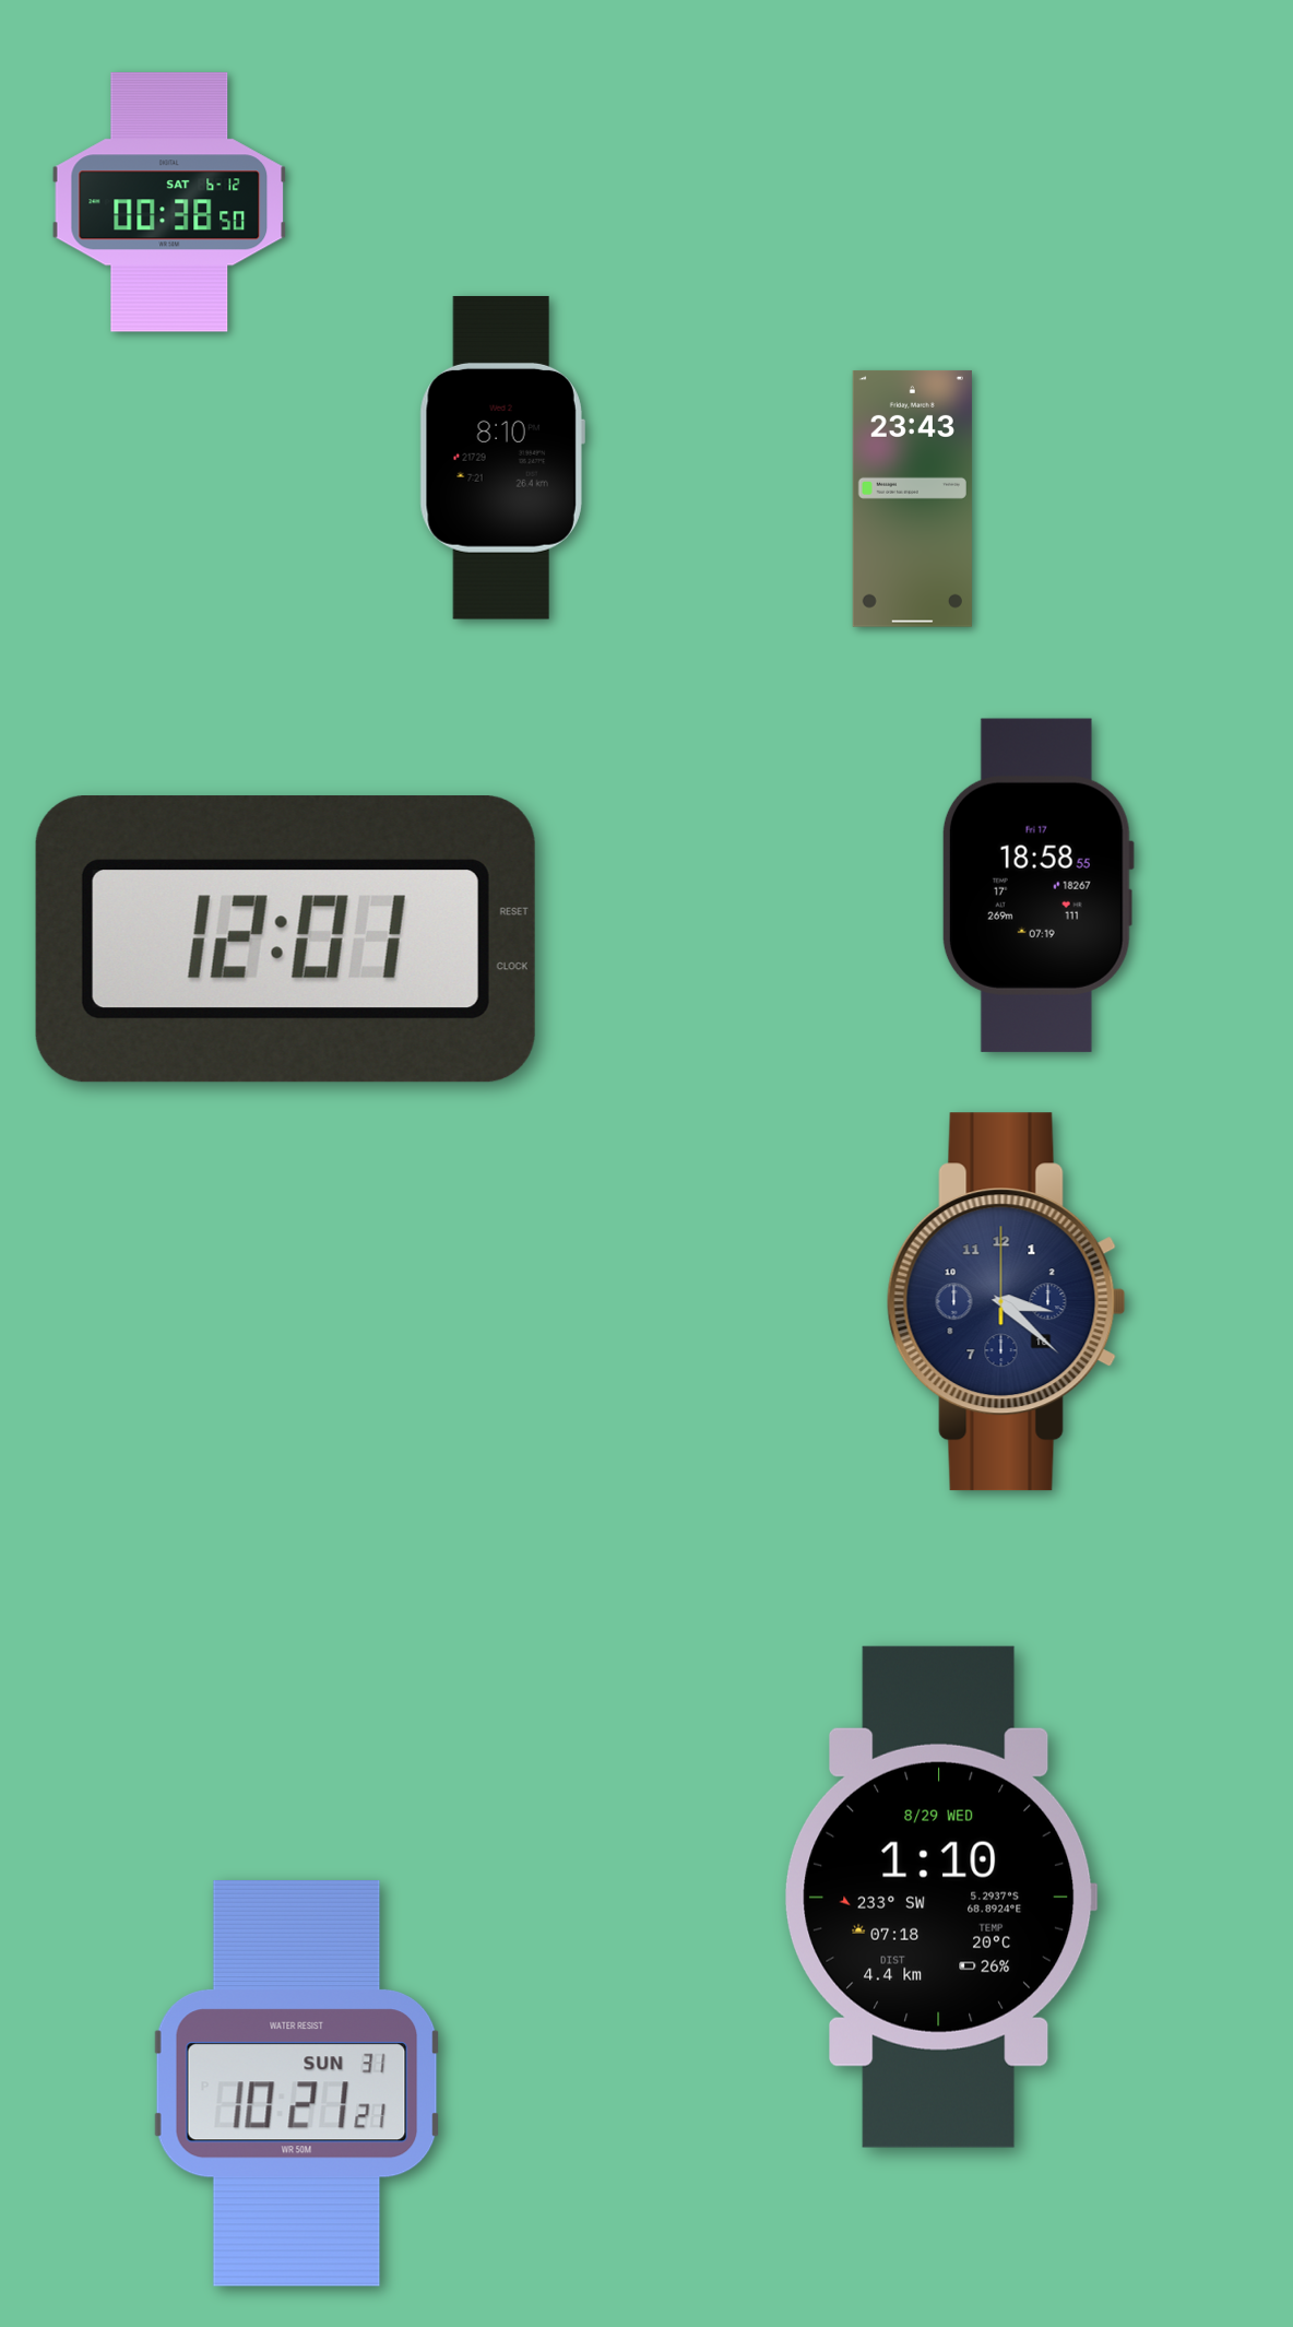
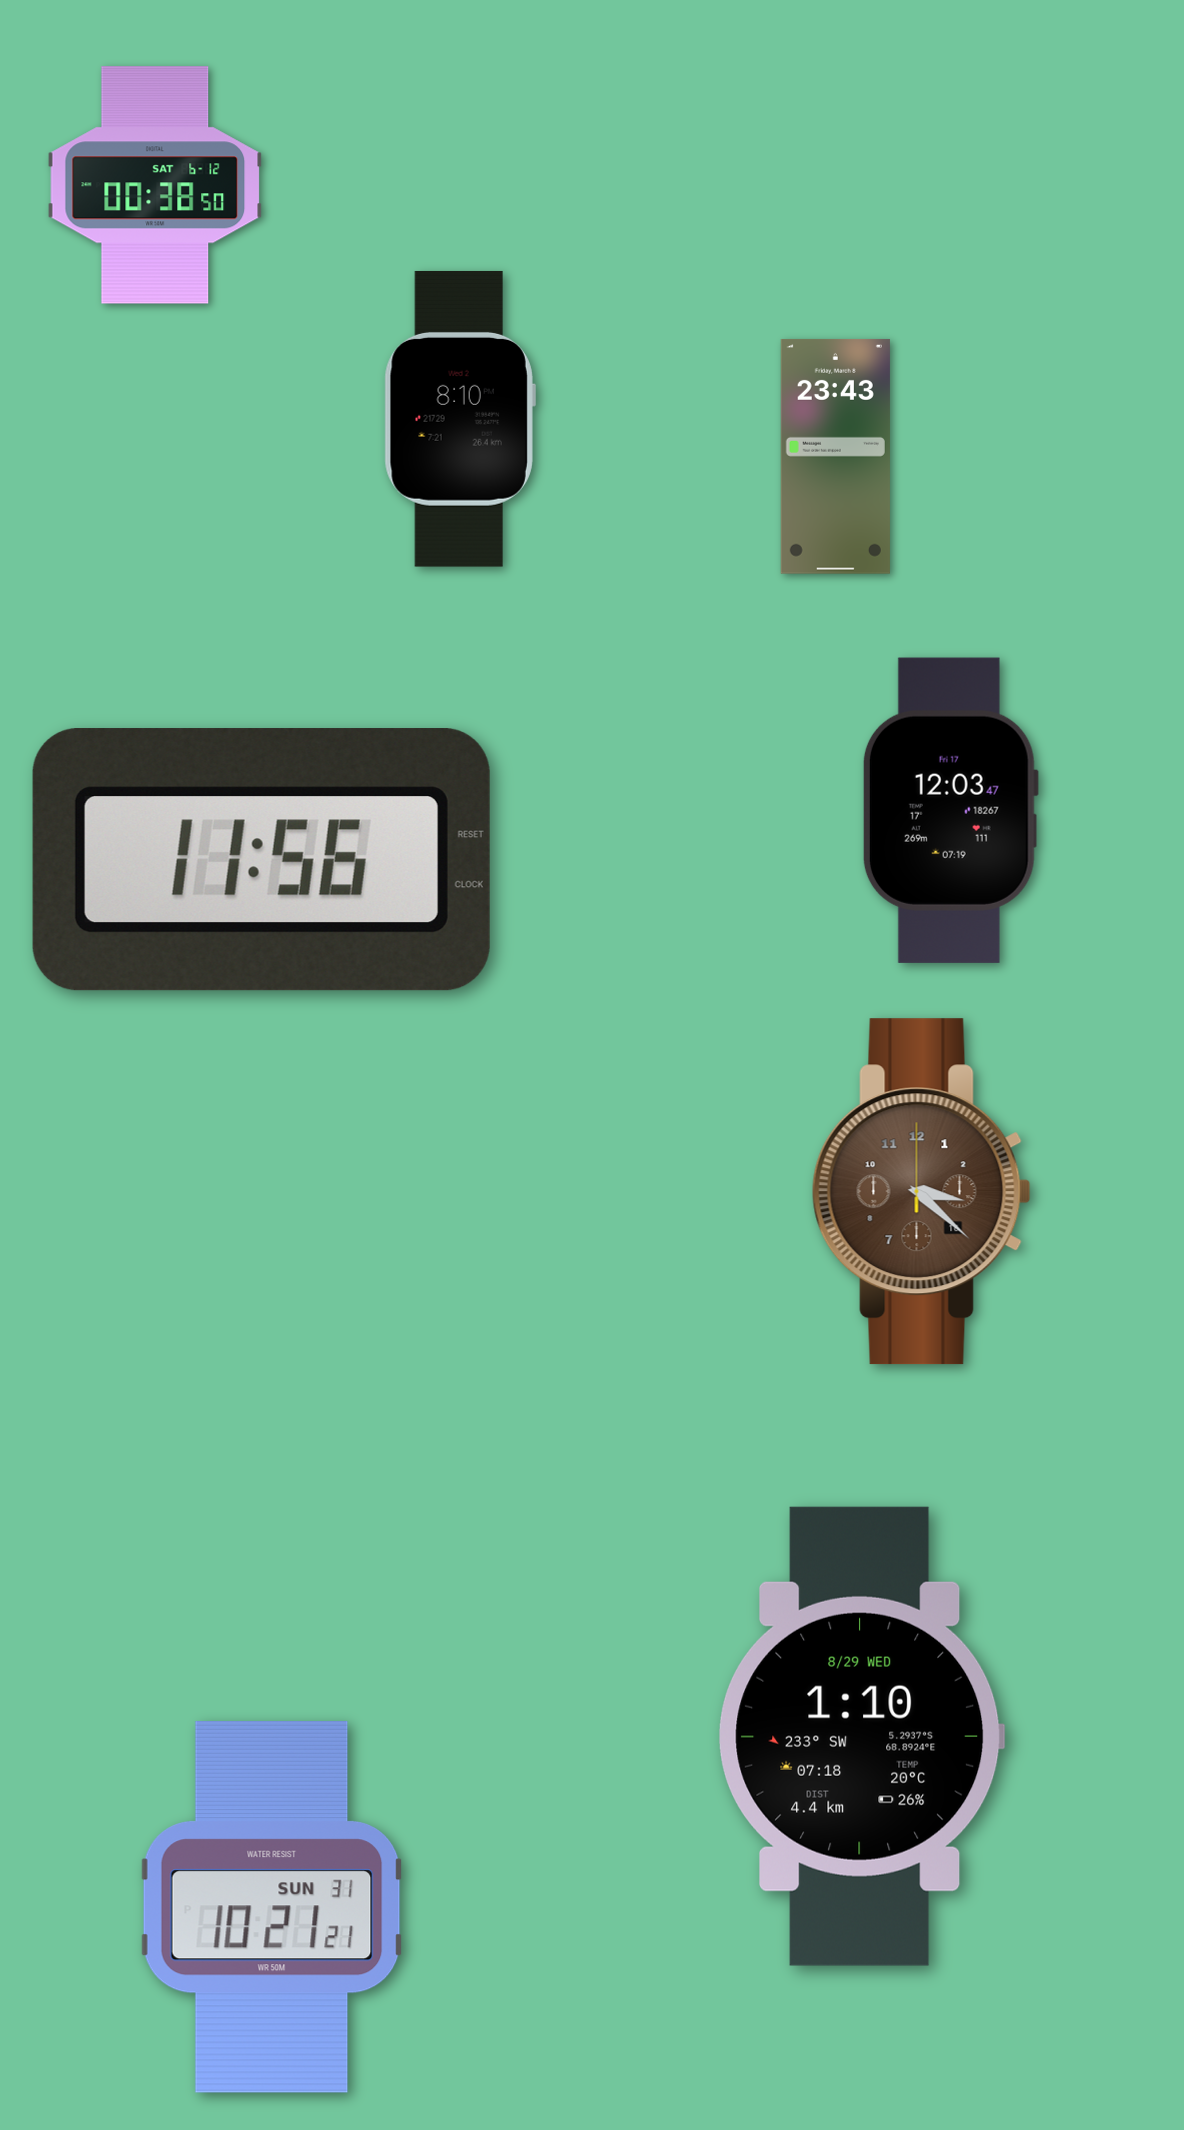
clock at (1037, 885): 18:58 -> 12:03
clock at (285, 940): 12:01 -> 11:56
clock at (1006, 1302) dial: navy -> brown
